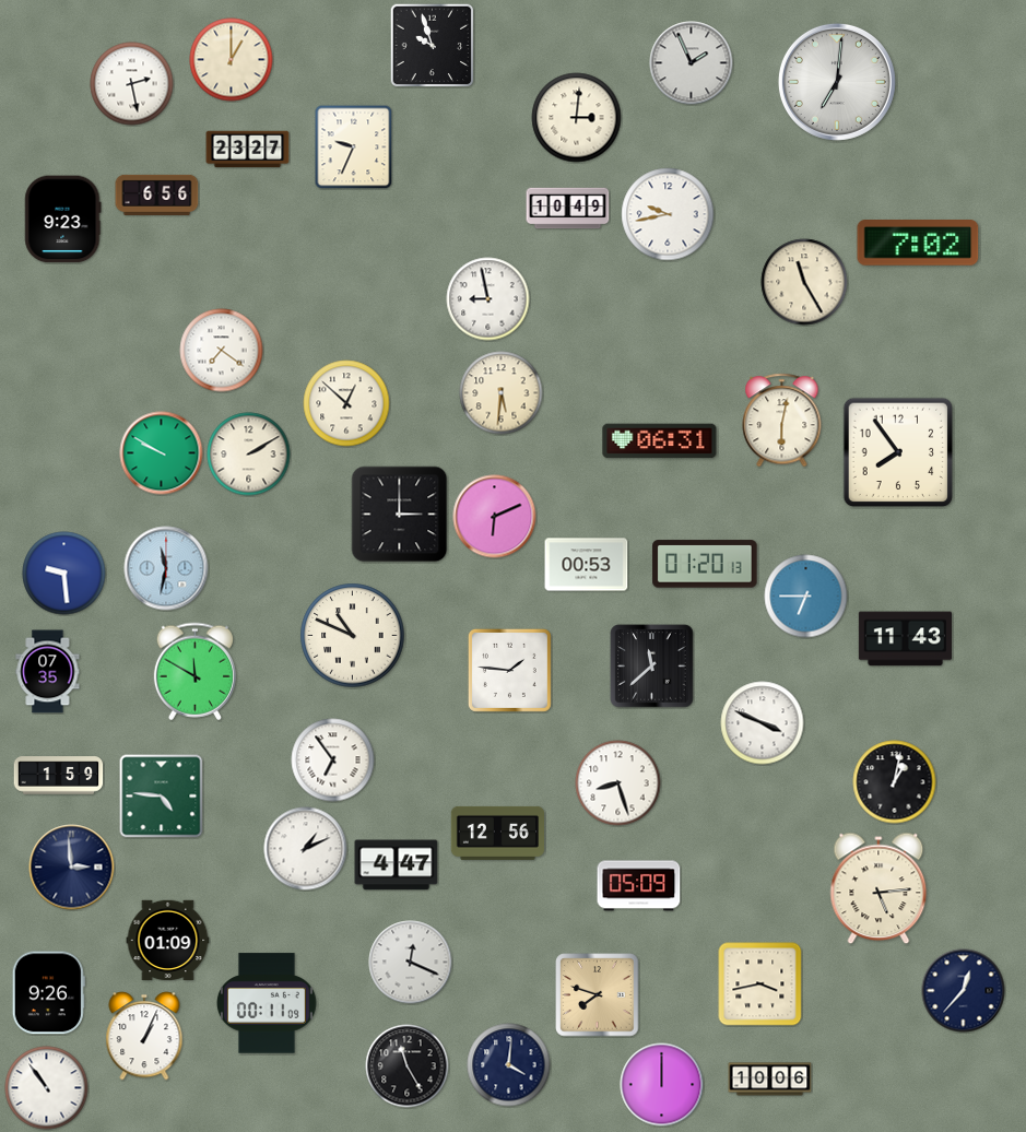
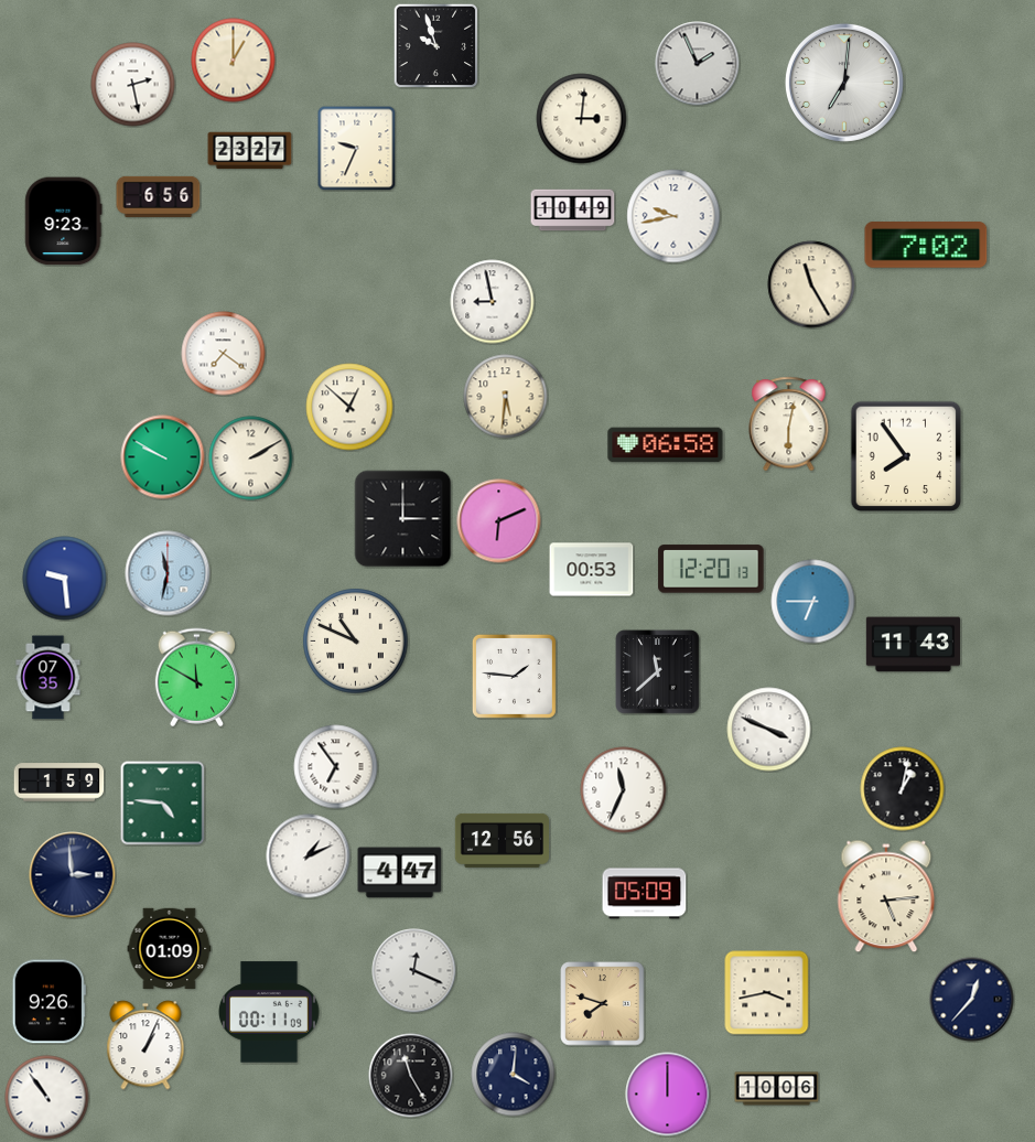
clock at (660, 441): 06:31 -> 06:58
clock at (705, 564): 01:20 -> 12:20
clock at (618, 783): 8:27 -> 11:34
